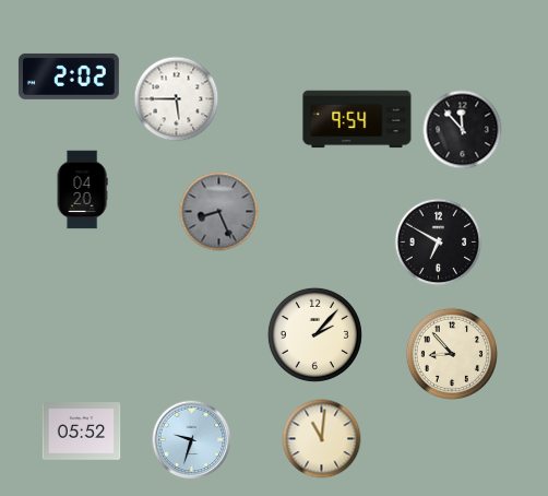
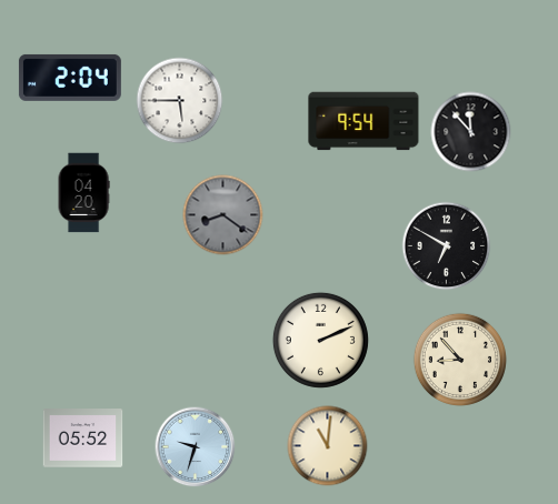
clock at (69, 76): 2:02 -> 2:04
clock at (219, 212): 8:26 -> 8:21
clock at (314, 334): 2:07 -> 2:11
